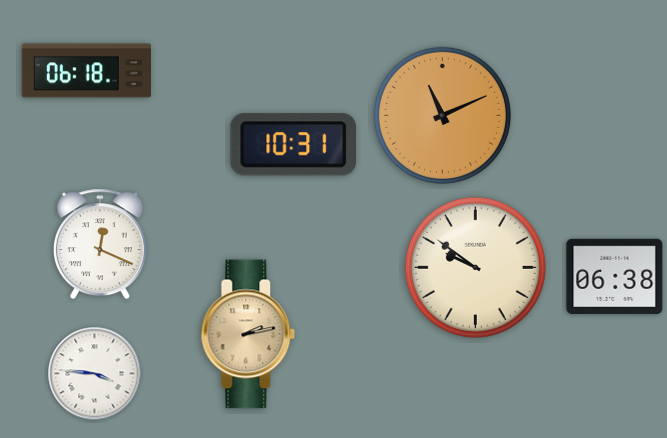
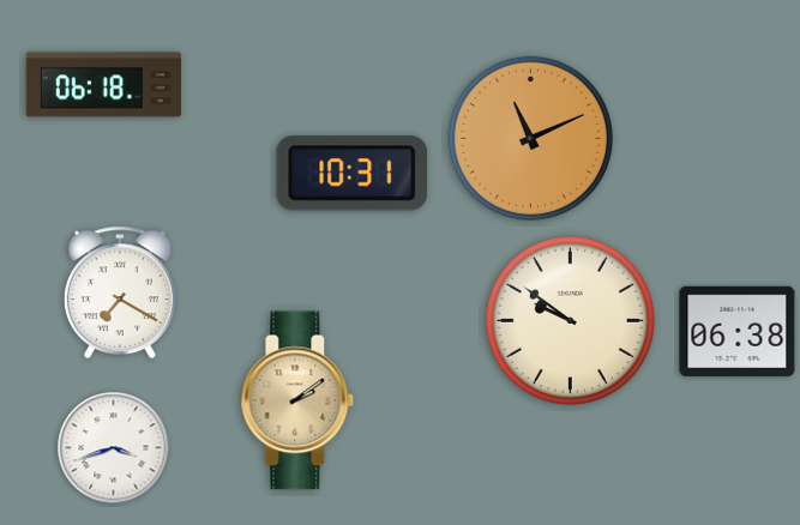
clock at (100, 244): 12:19 -> 7:20
clock at (248, 334): 2:13 -> 2:09
clock at (95, 374): 3:46 -> 3:42
